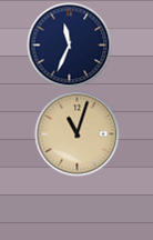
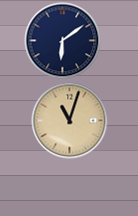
clock at (70, 46): 11:34 -> 6:09
